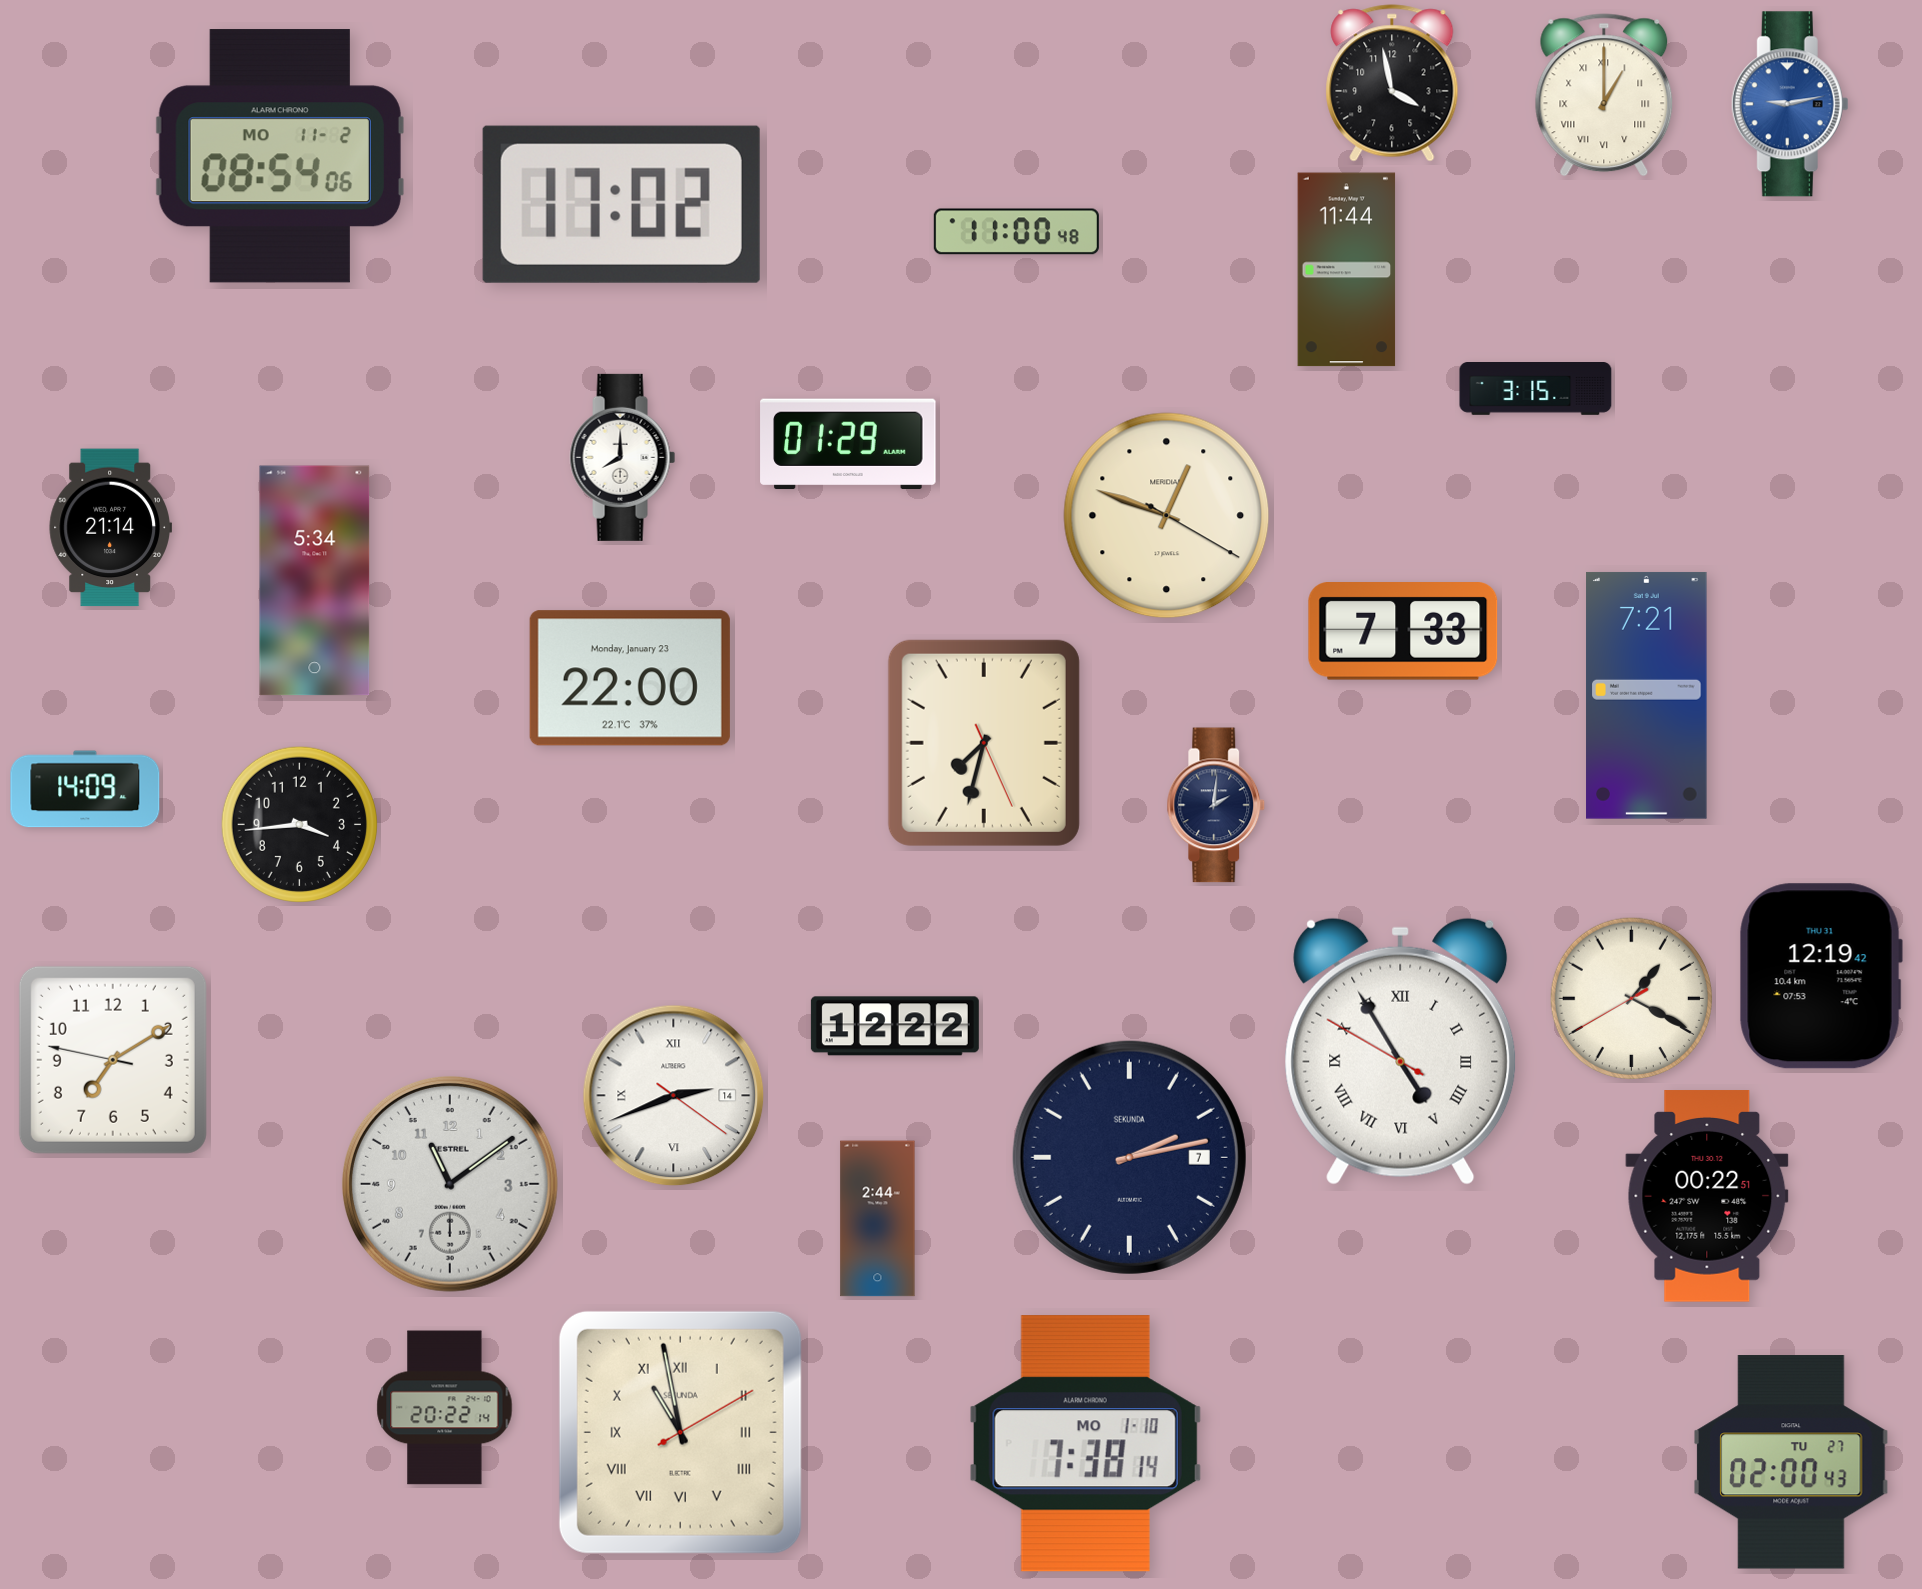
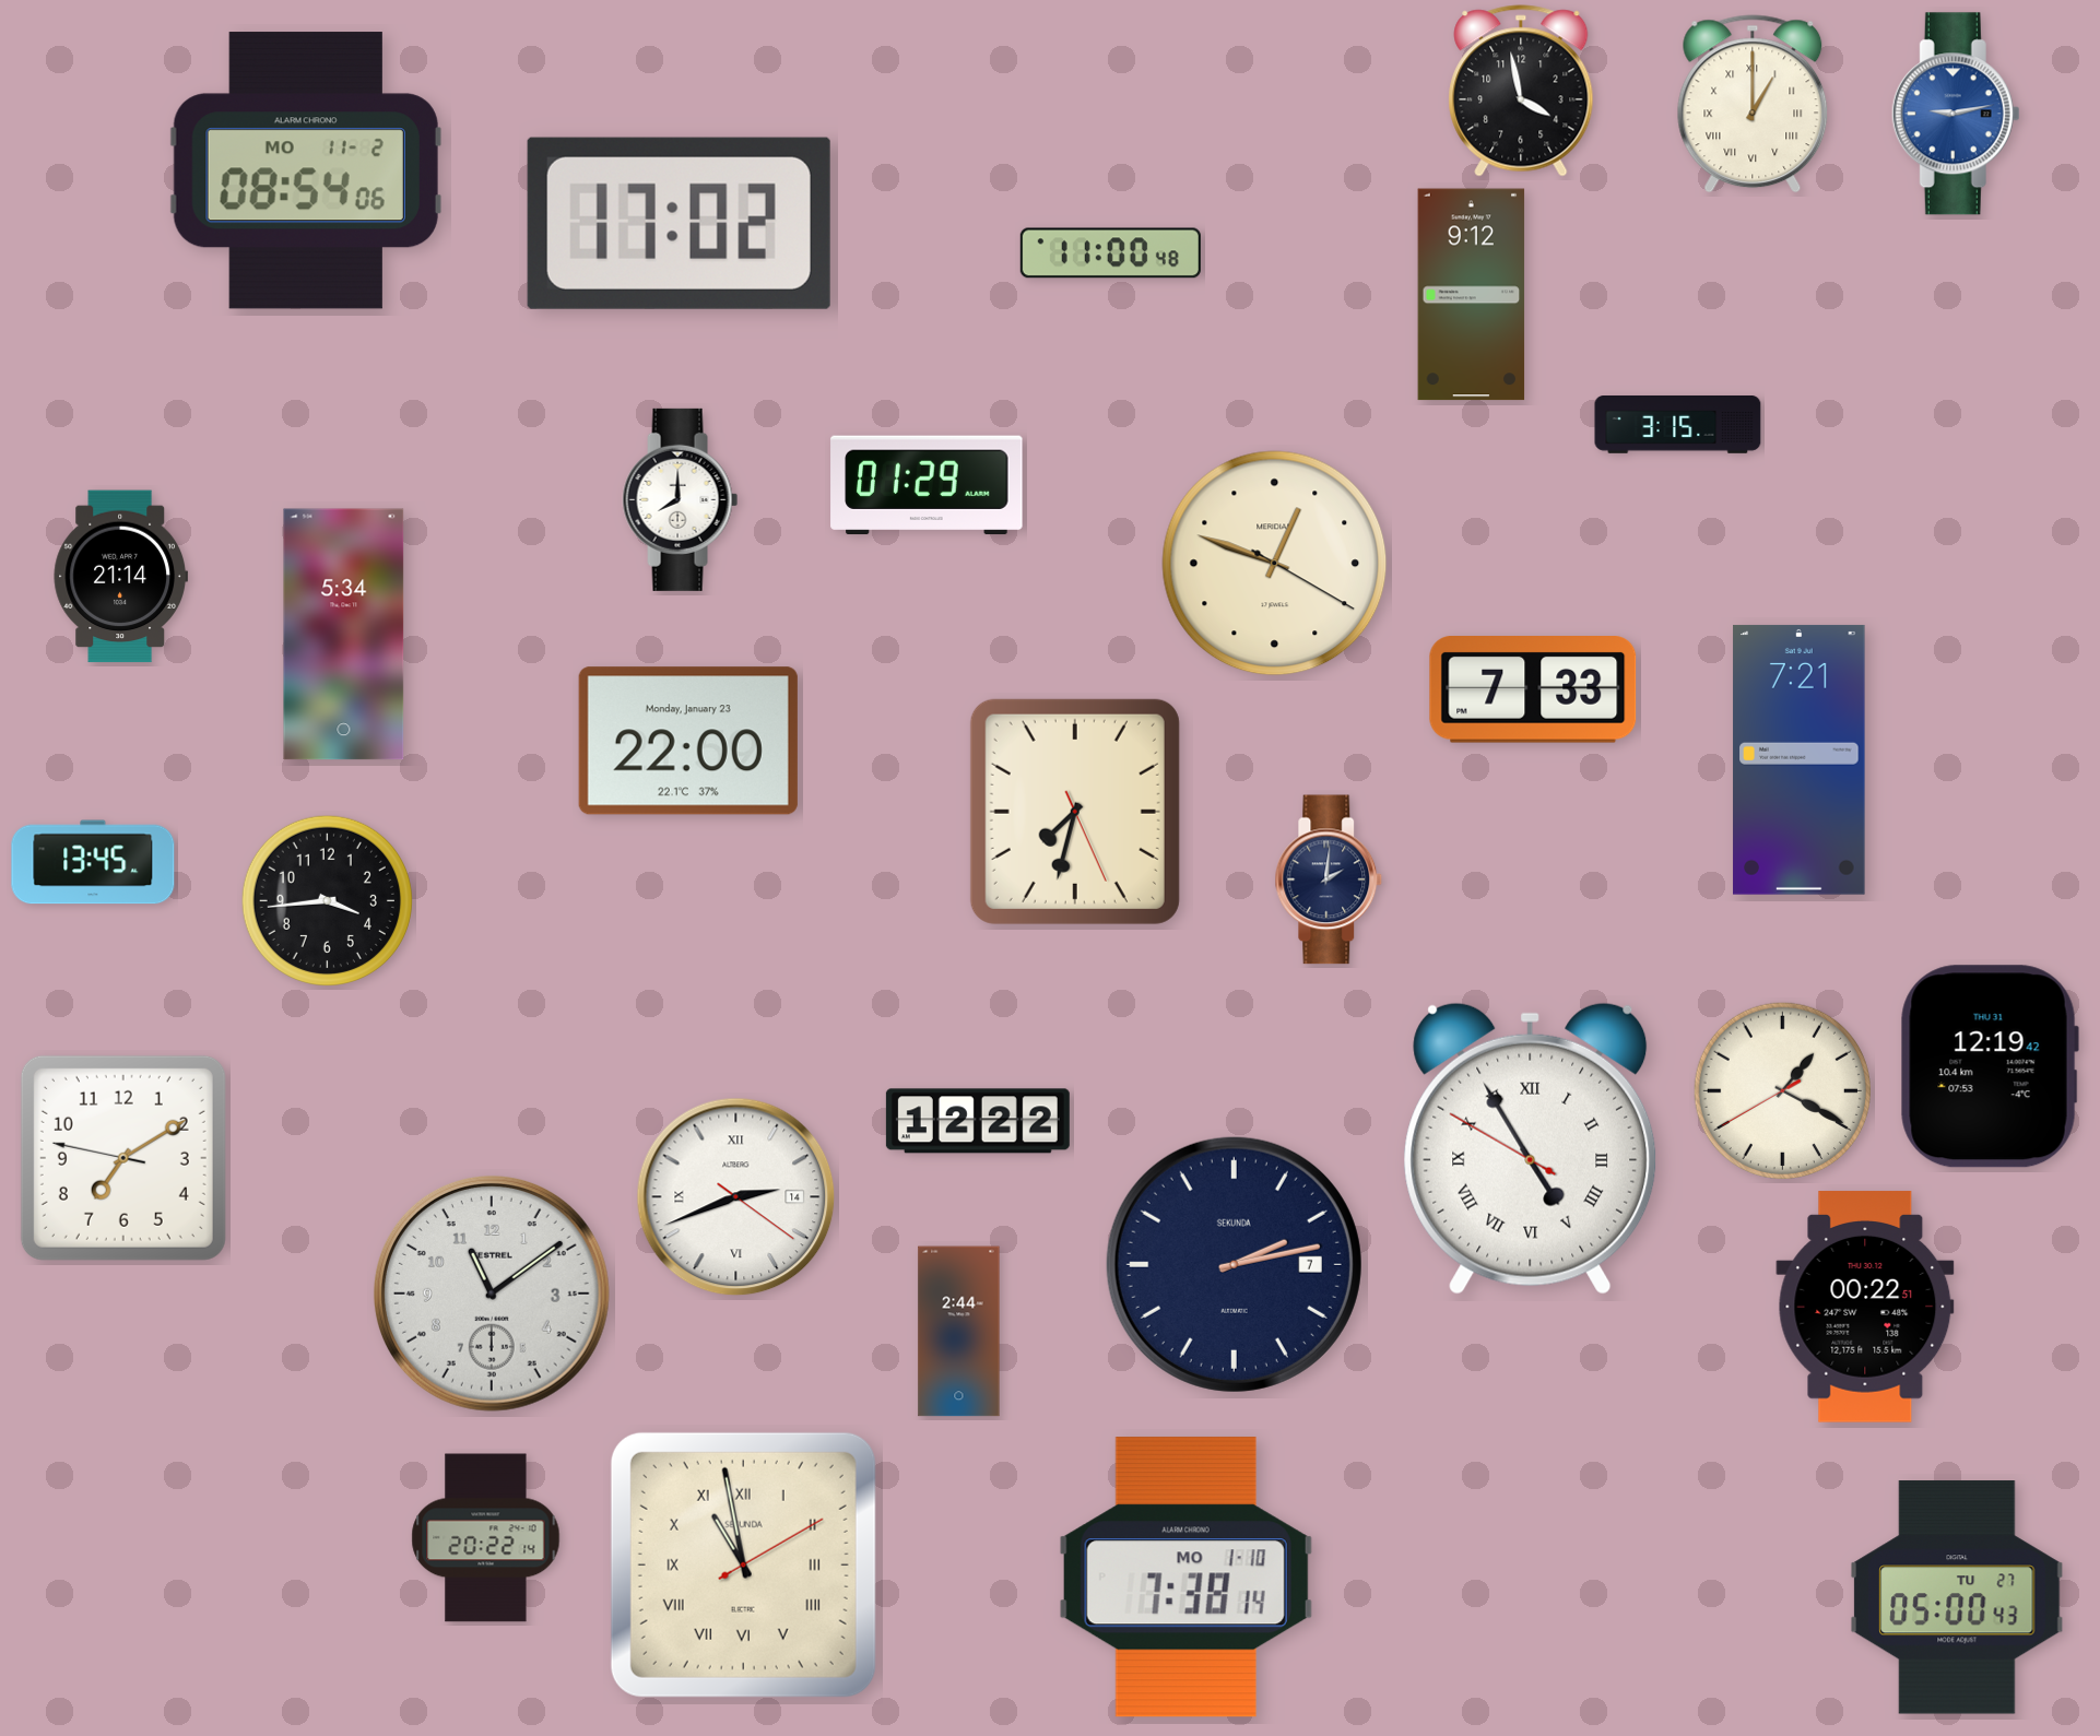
clock at (1347, 270): 11:44 -> 9:12
clock at (85, 789): 14:09 -> 13:45
clock at (1791, 1462): 02:00 -> 05:00
